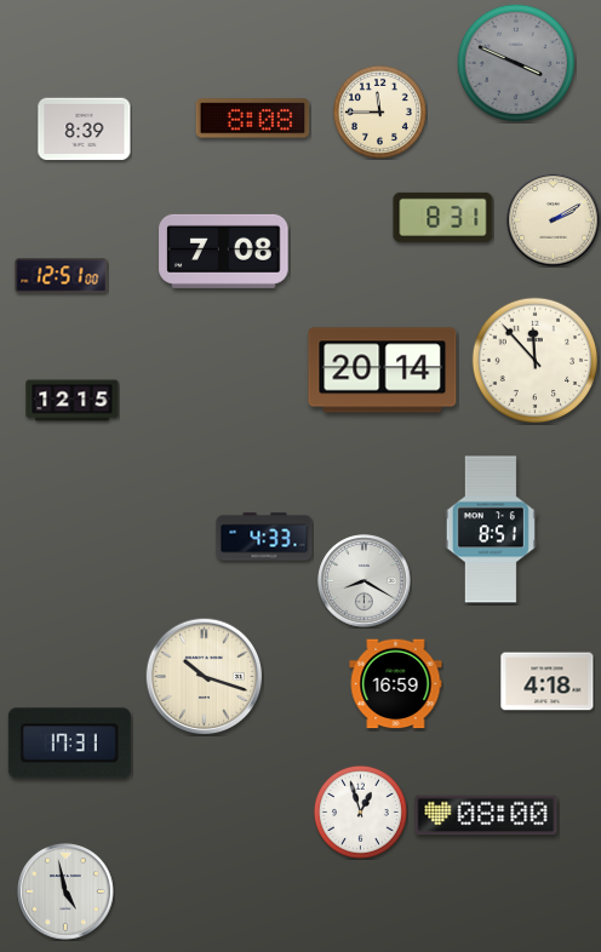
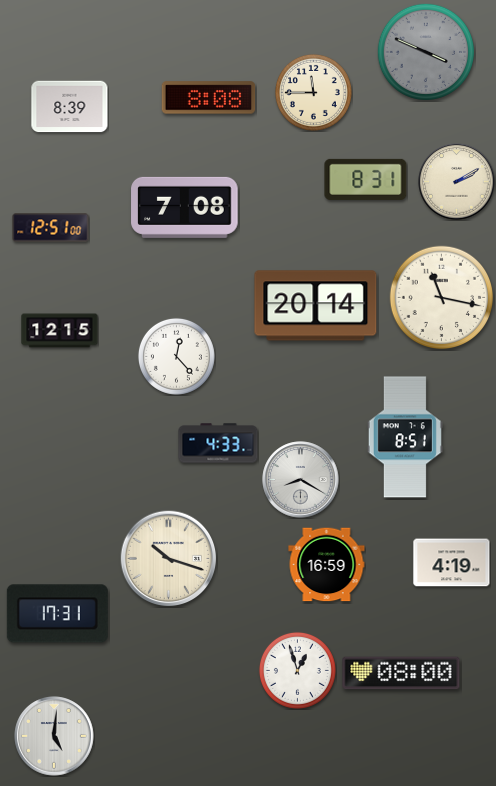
clock at (536, 361): 11:53 -> 11:17
clock at (176, 356): none -> 12:23
clock at (548, 682): 4:18 -> 4:19
clock at (65, 891): 4:58 -> 5:01
